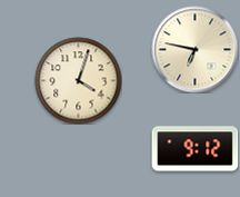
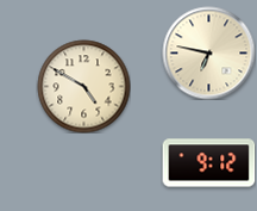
clock at (78, 80): 4:03 -> 4:50
clock at (194, 149) position: (194, 149) -> (208, 163)
